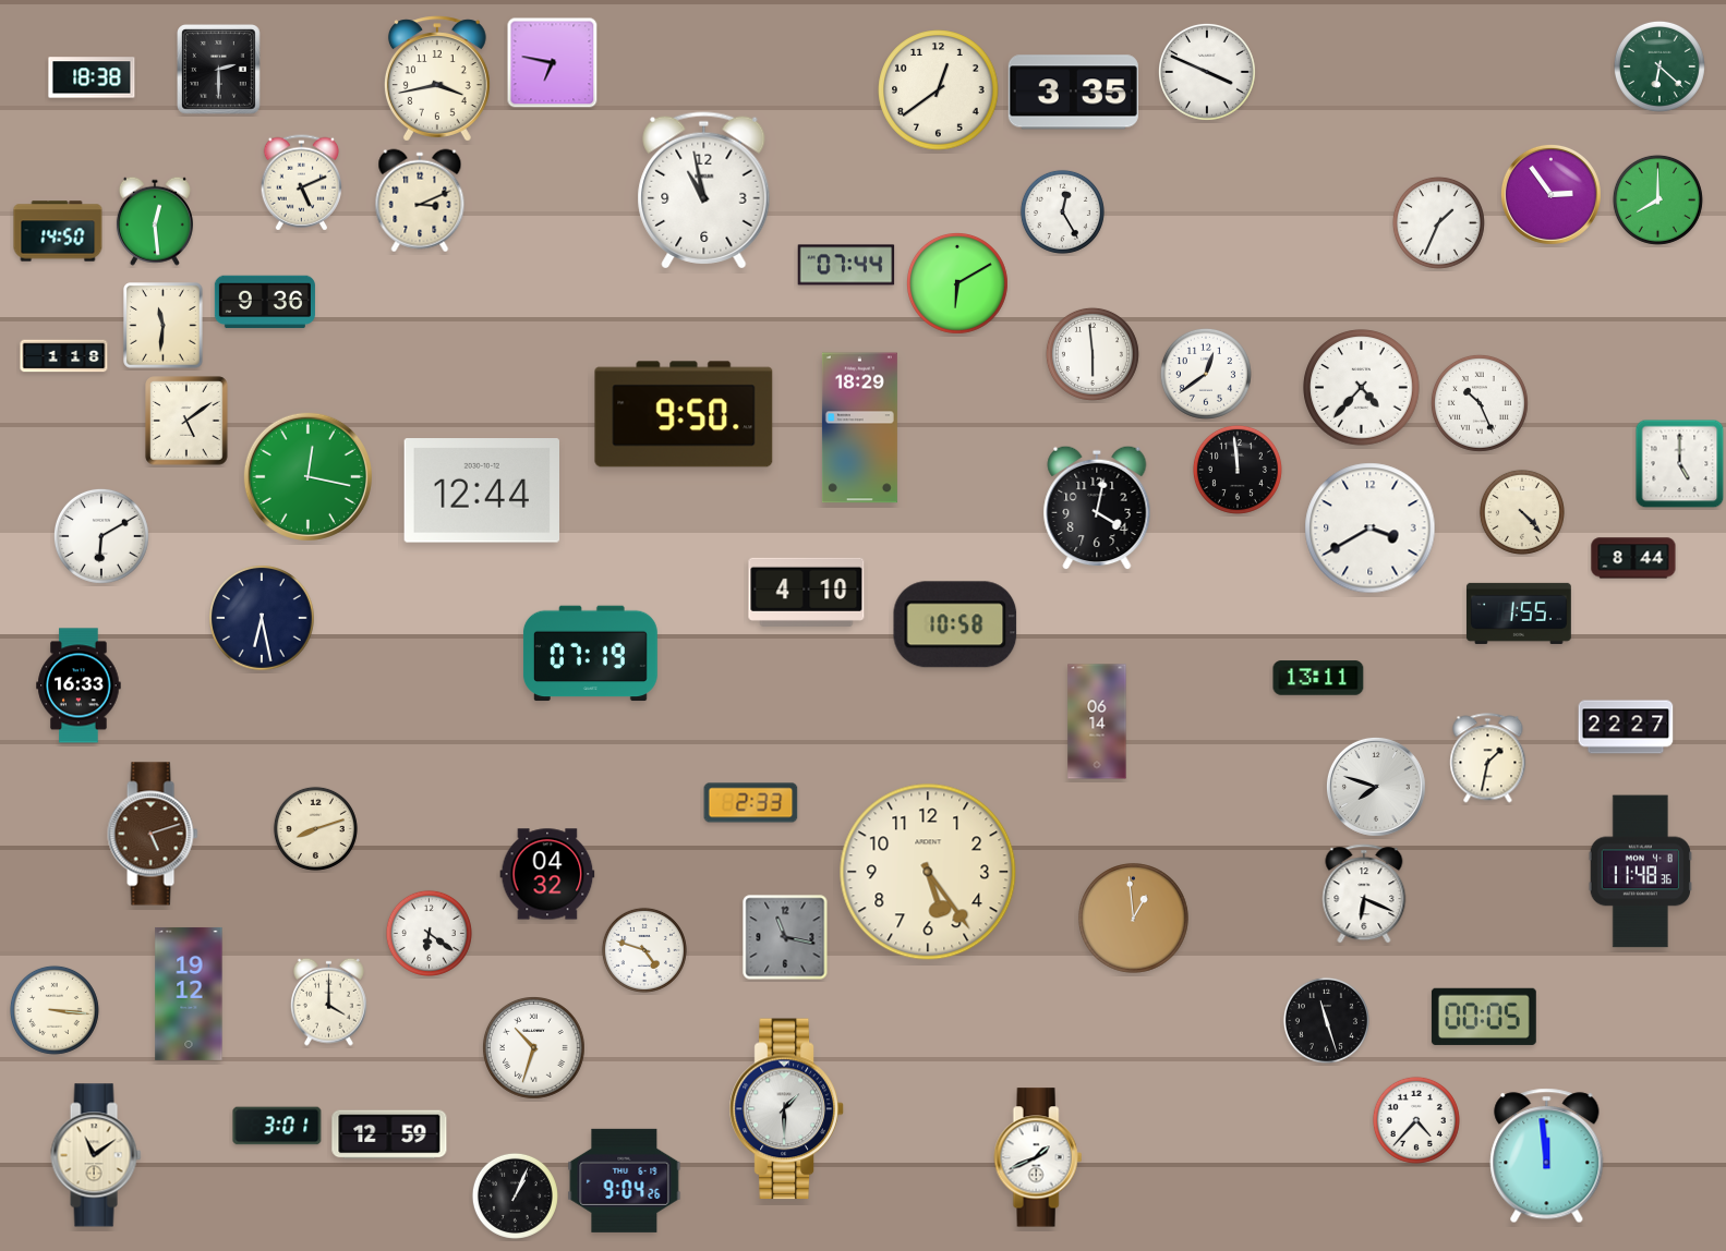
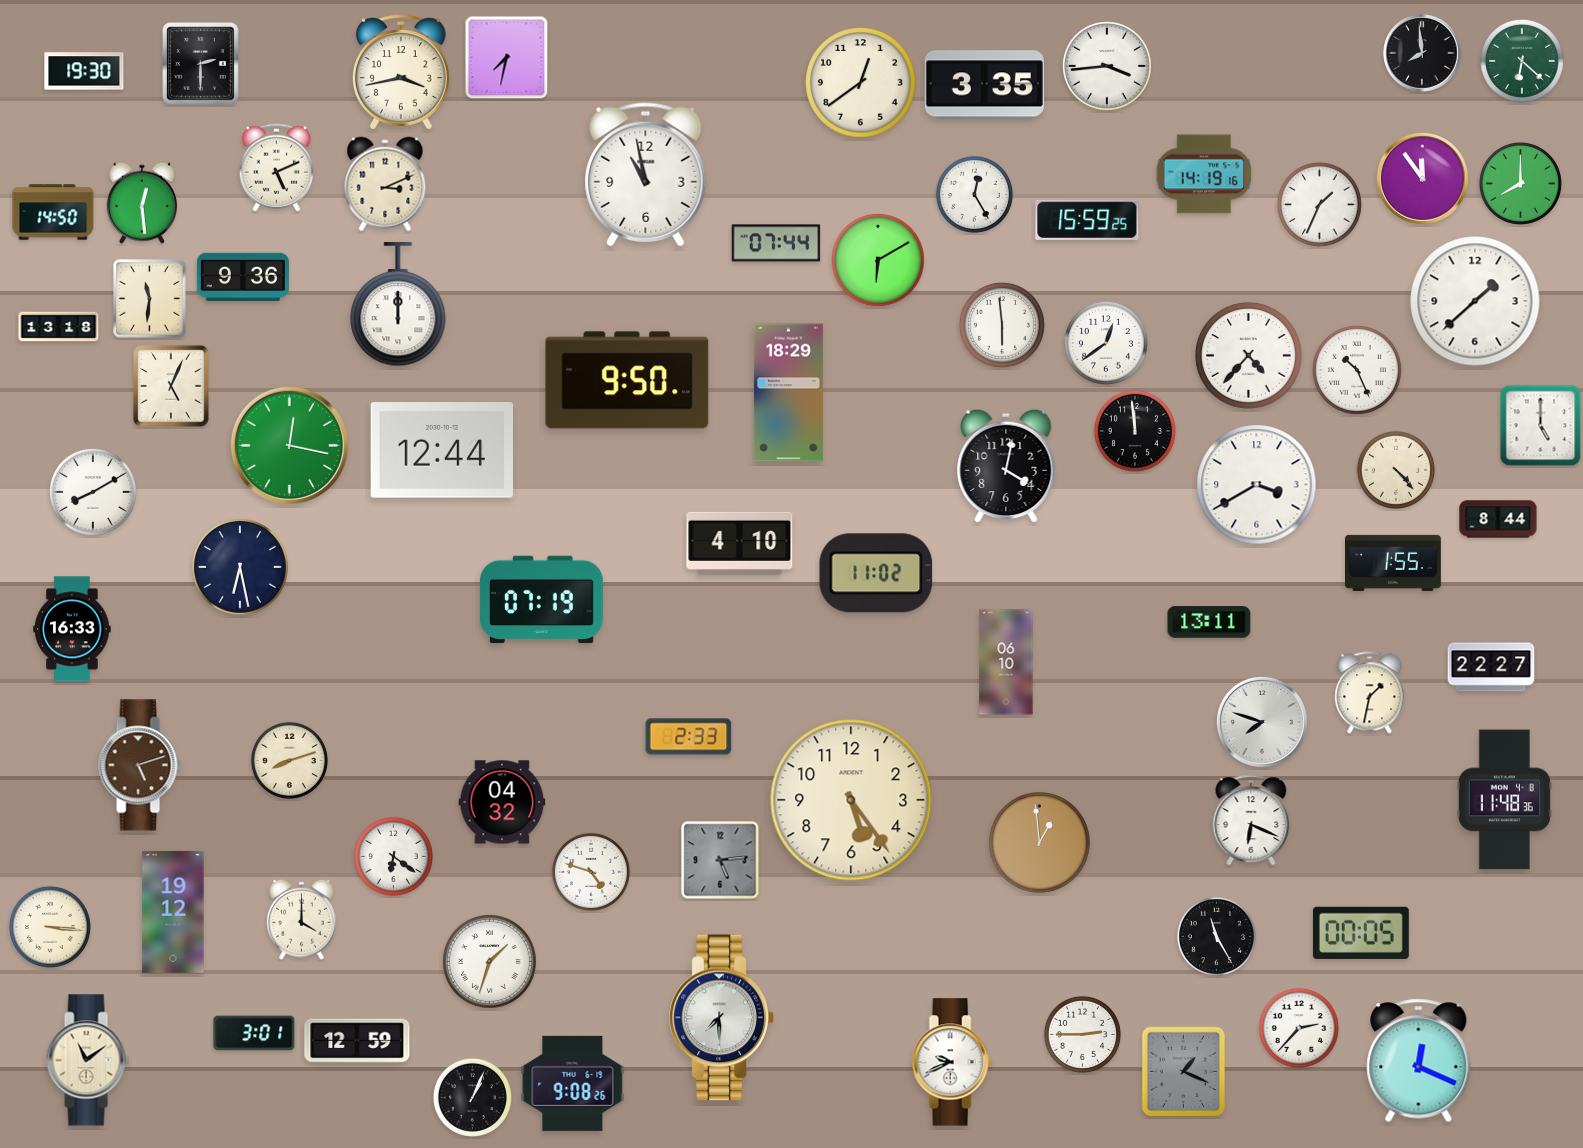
clock at (1422, 53): none -> 7:59
clock at (553, 63): 6:47 -> 7:32
clock at (1207, 72): 3:49 -> 3:44
clock at (92, 77): 18:38 -> 19:30
clock at (1204, 174): none -> 14:19
clock at (1550, 194): 2:54 -> 11:54
clock at (1087, 220): none -> 15:59
clock at (1475, 301): none -> 1:38
clock at (398, 305): none -> 12:00
clock at (64, 356): 1:18 -> 13:18
clock at (186, 421): 5:09 -> 5:04
clock at (307, 476) position: (307, 476) -> (289, 445)
clock at (101, 536): 6:10 -> 8:10
clock at (1633, 558) position: (1633, 558) -> (1498, 519)
clock at (955, 624): 10:58 -> 11:02
clock at (1097, 721): 06:14 -> 06:10
clock at (1488, 758) position: (1488, 758) -> (1370, 693)
clock at (785, 937): 11:17 -> 5:14
clock at (1326, 1020): 11:27 -> 11:25
clock at (534, 1048): 10:33 -> 1:33
clock at (787, 1109): 1:30 -> 7:30
clock at (1416, 1120): 4:37 -> 2:37
clock at (1082, 1034): none -> 2:45
clock at (1547, 1156): 11:59 -> 12:19
clock at (1038, 1157): 1:41 -> 9:41
clock at (1184, 1072): none -> 1:19
clock at (625, 1180): 9:04 -> 9:08
